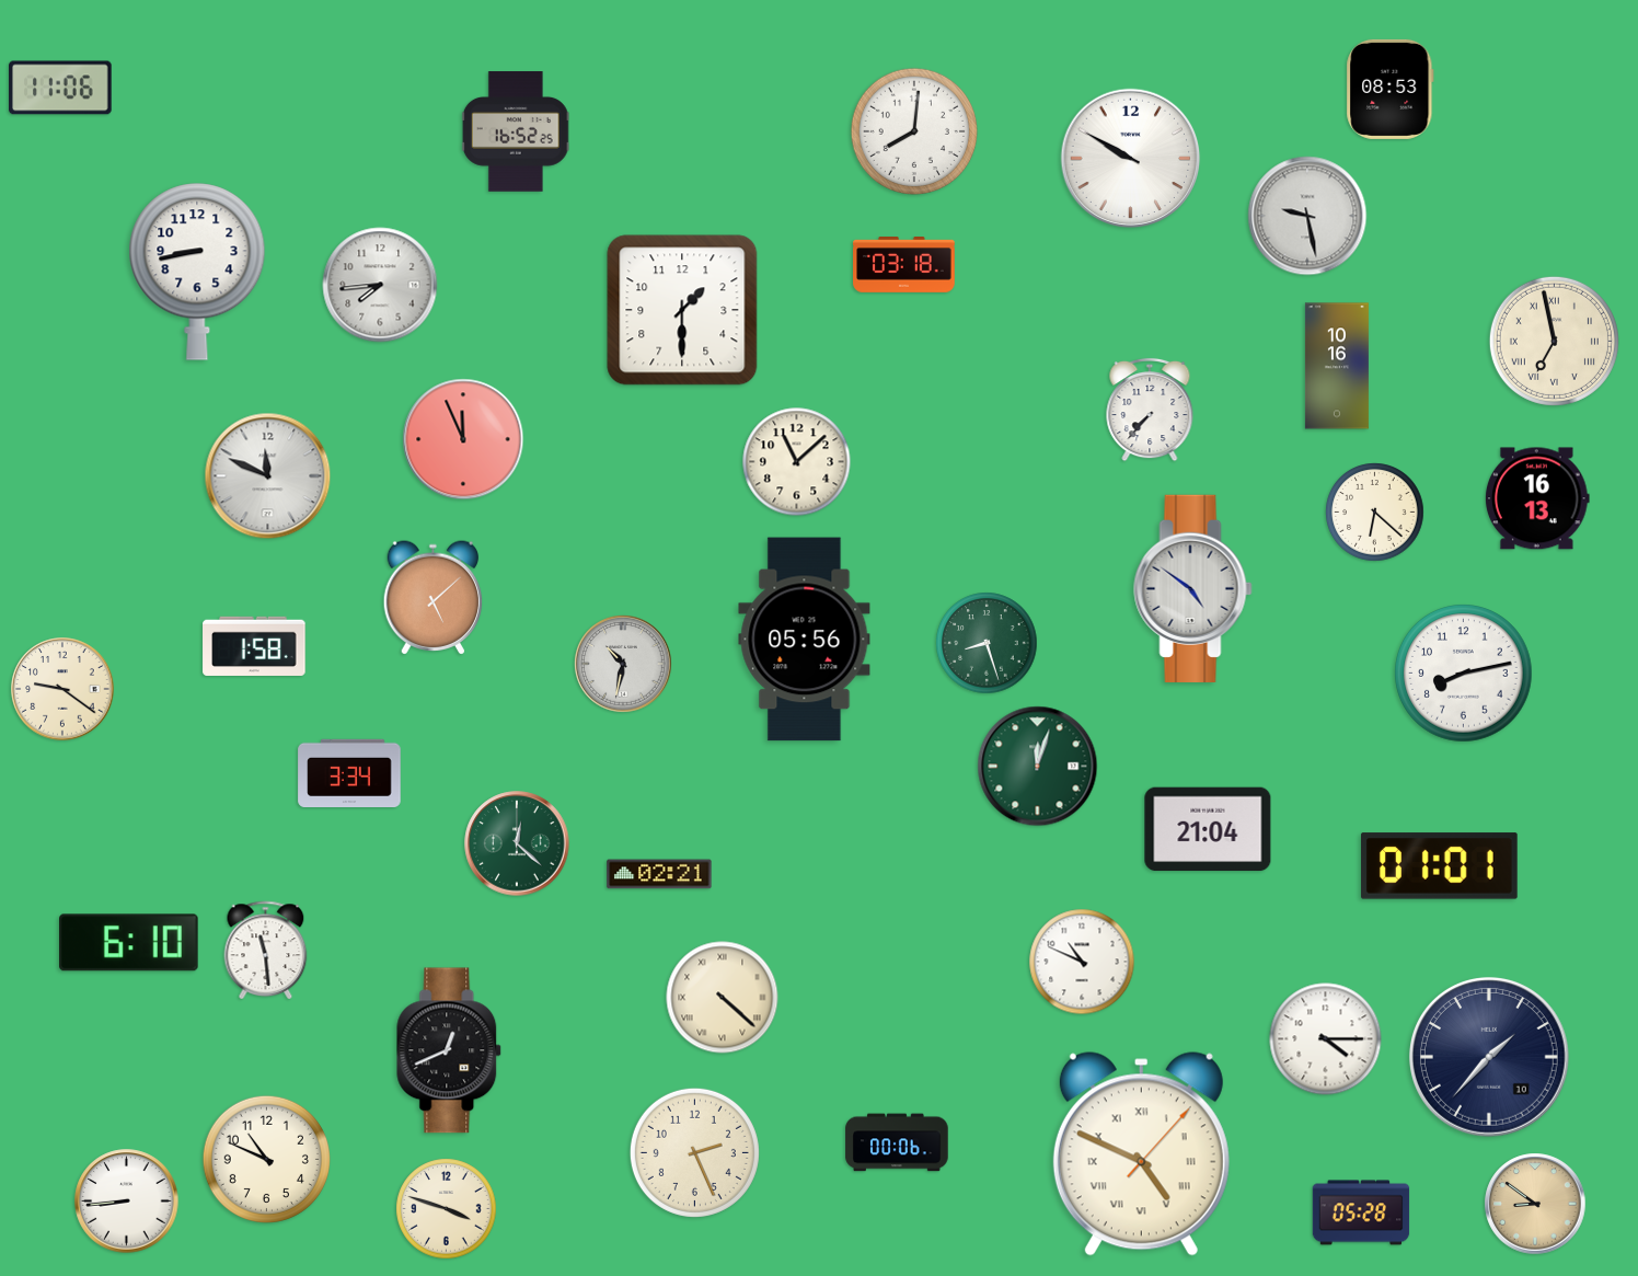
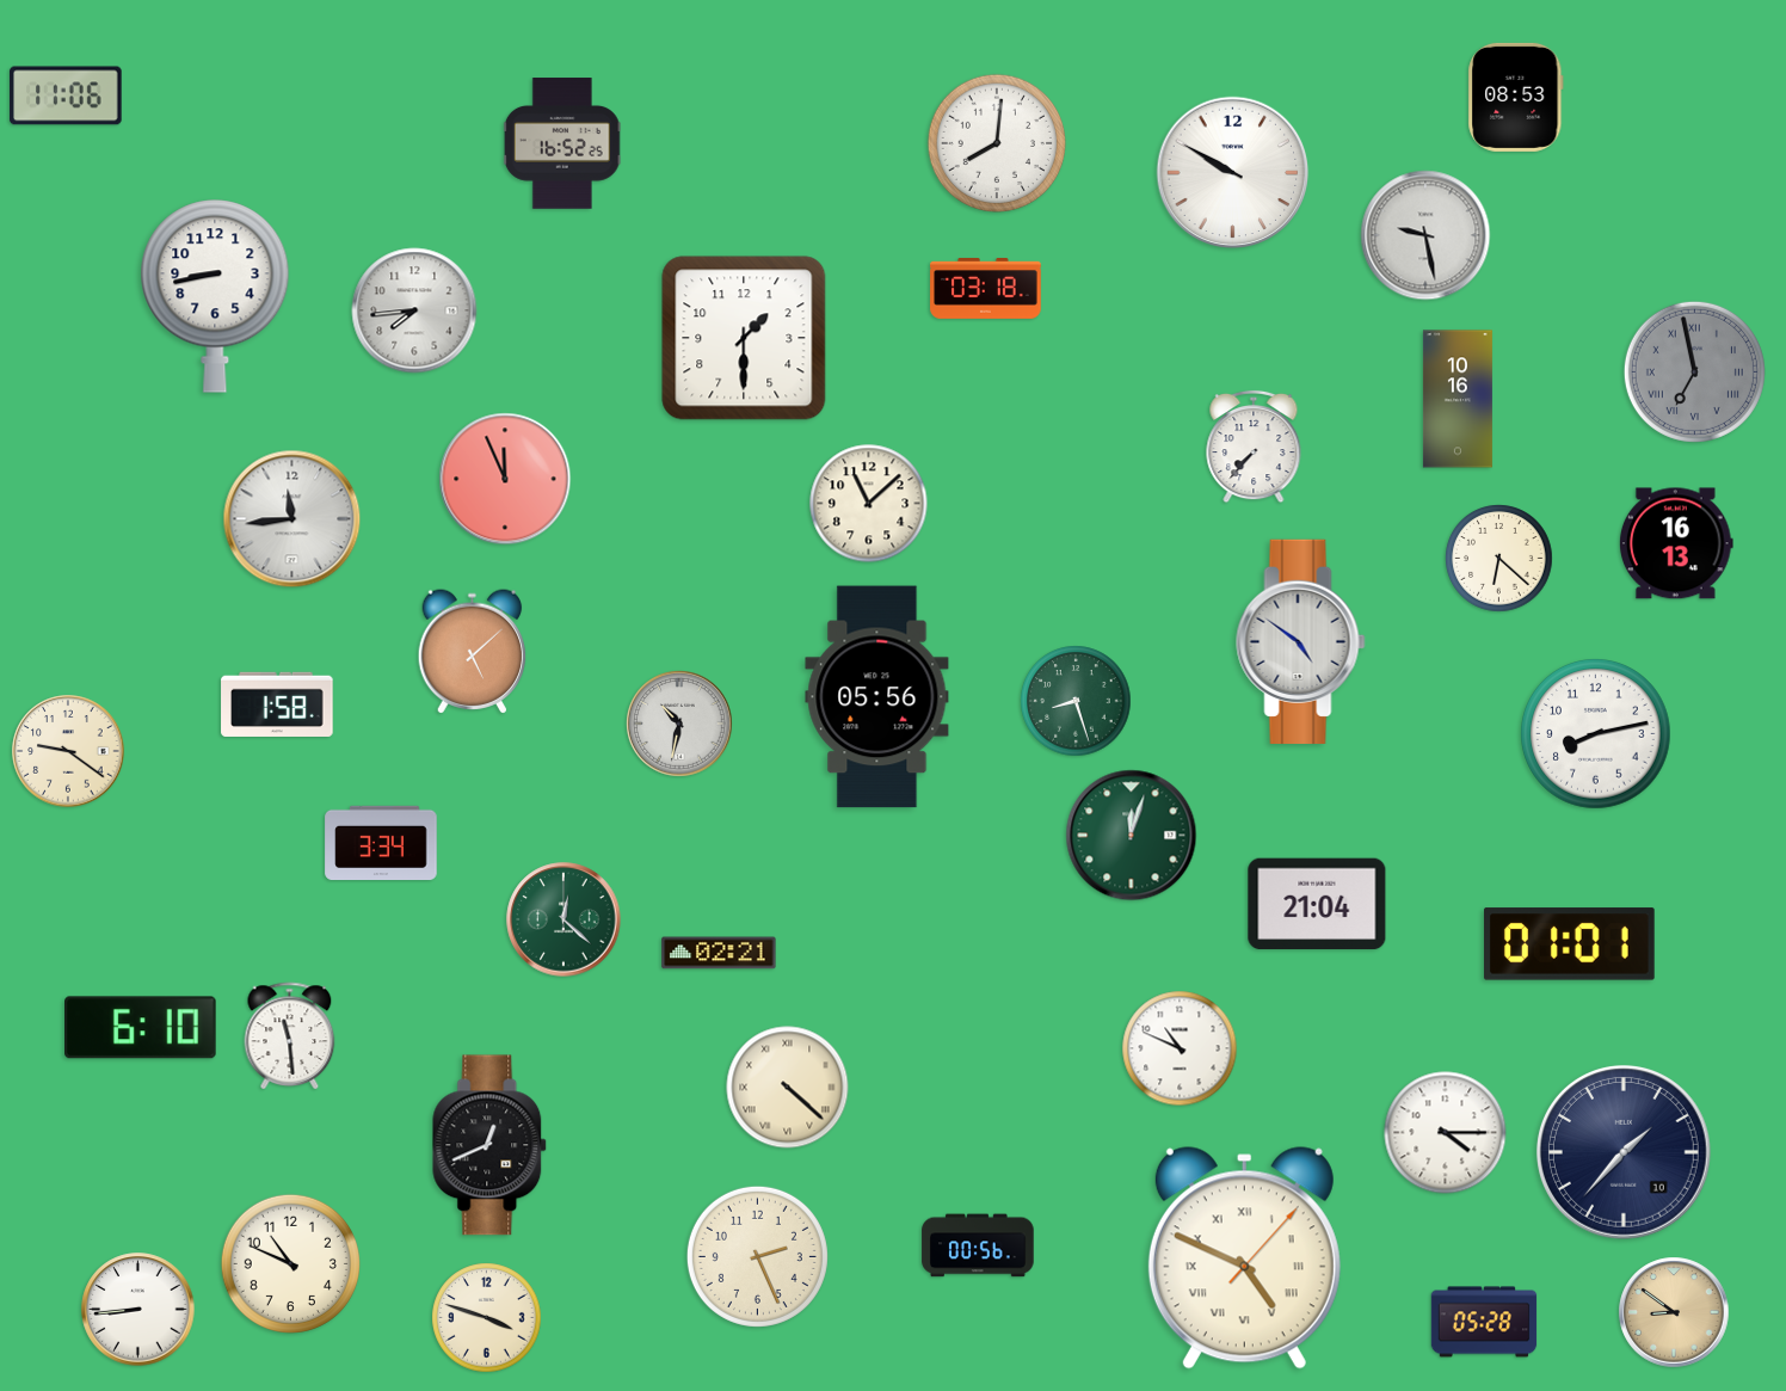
clock at (1554, 341) dial: cream -> grey
clock at (268, 476): 11:49 -> 11:44
clock at (897, 1142): 00:06 -> 00:56
